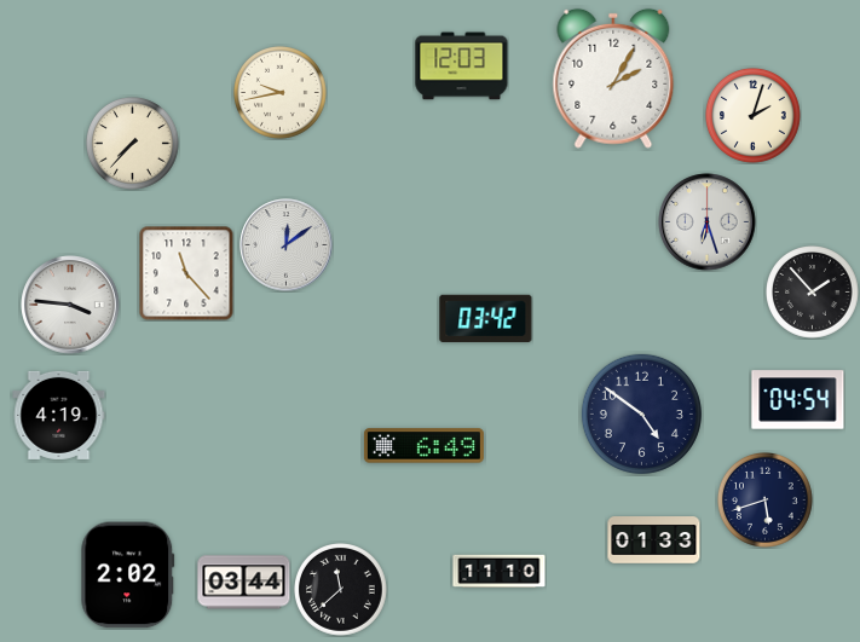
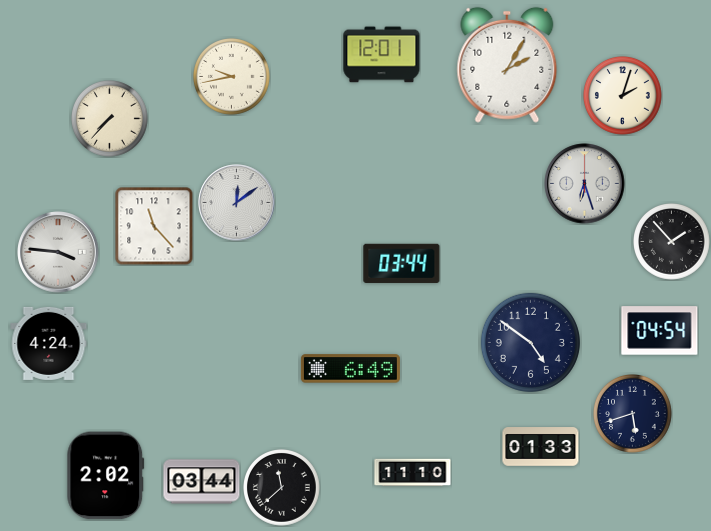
clock at (462, 66): 12:03 -> 12:01
clock at (486, 318): 03:42 -> 03:44
clock at (59, 415): 4:19 -> 4:24
